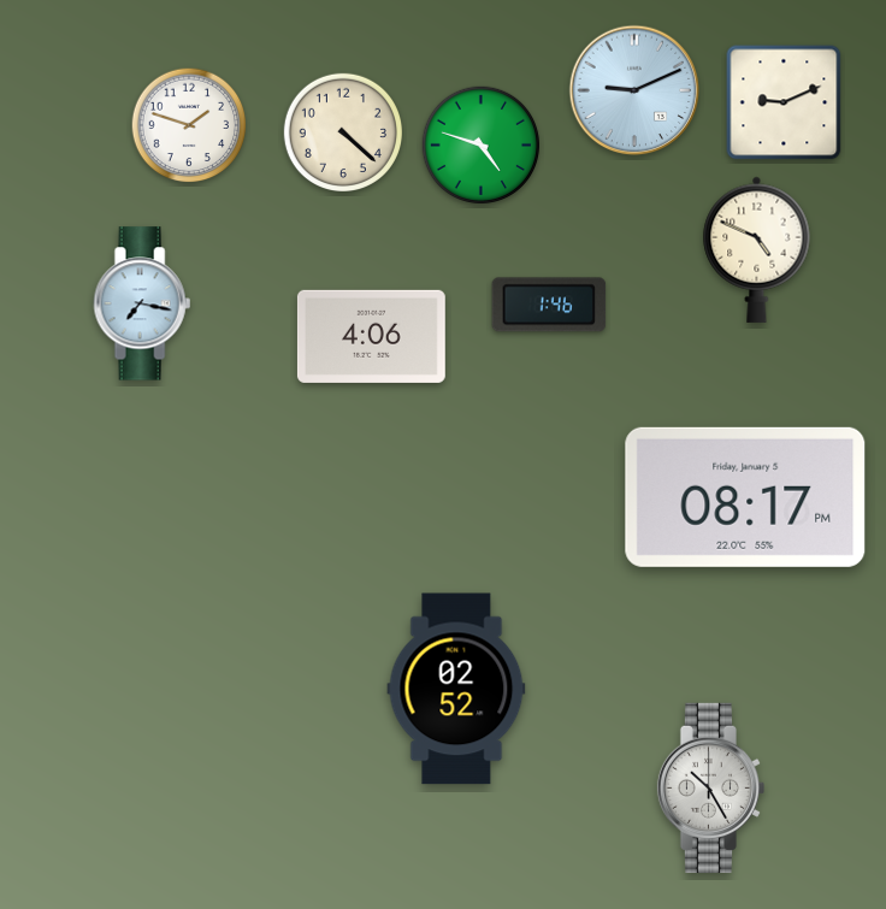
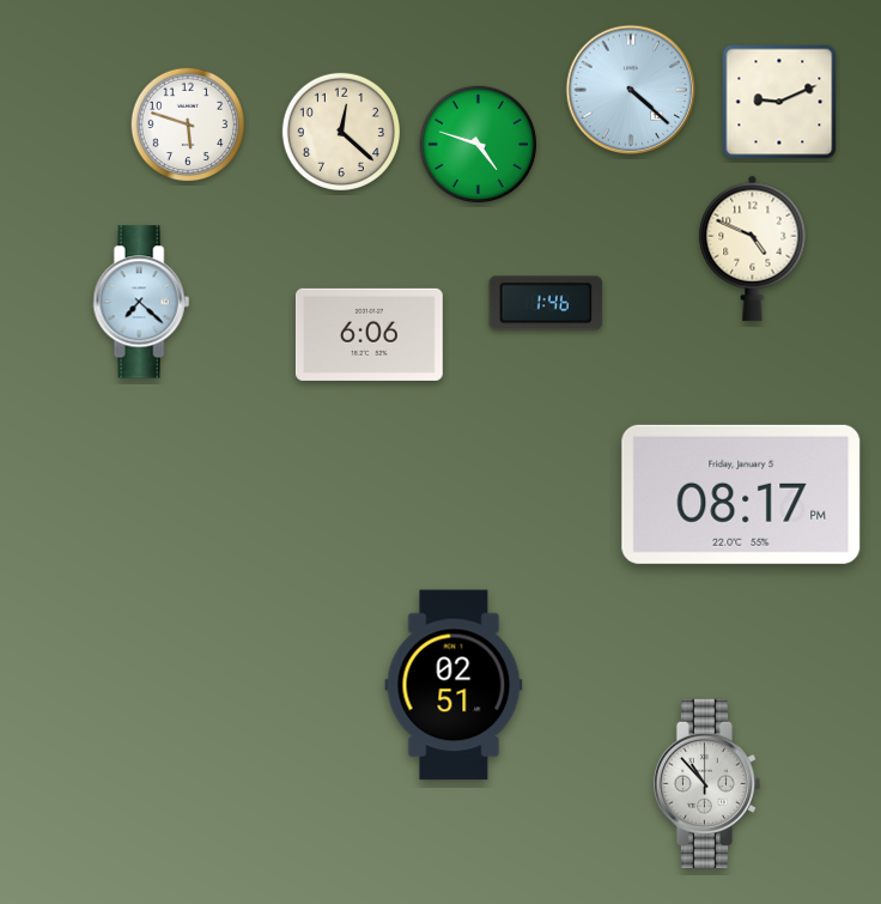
clock at (634, 90): 9:11 -> 4:22
clock at (189, 125): 1:48 -> 5:48
clock at (342, 131): 4:22 -> 12:22
clock at (142, 303): 7:17 -> 7:22
clock at (371, 336): 4:06 -> 6:06
clock at (456, 689): 02:52 -> 02:51
clock at (710, 787): 10:25 -> 10:53
